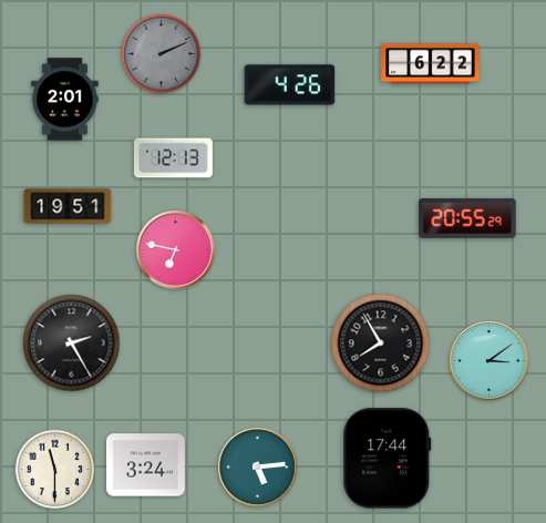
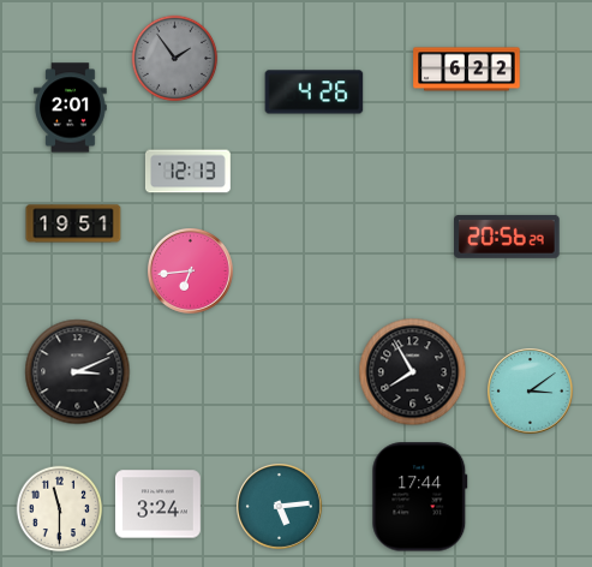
clock at (162, 54): 2:11 -> 1:54
clock at (467, 218): 20:55 -> 20:56
clock at (176, 250): 6:47 -> 6:44
clock at (72, 343): 2:25 -> 3:11
